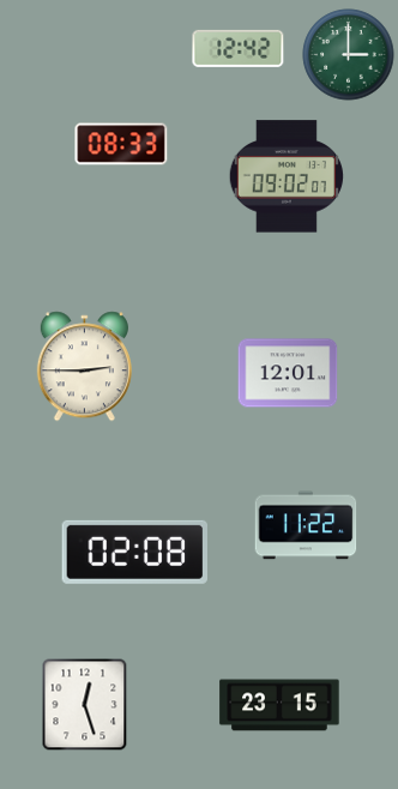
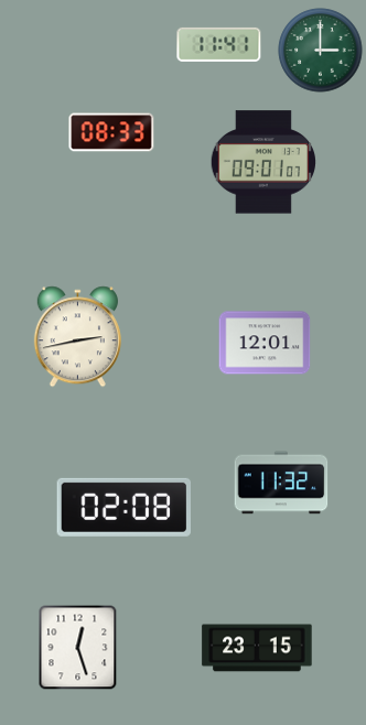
clock at (239, 48): 12:42 -> 11:41
clock at (285, 176): 09:02 -> 09:01
clock at (84, 367): 2:45 -> 2:43
clock at (306, 525): 11:22 -> 11:32
